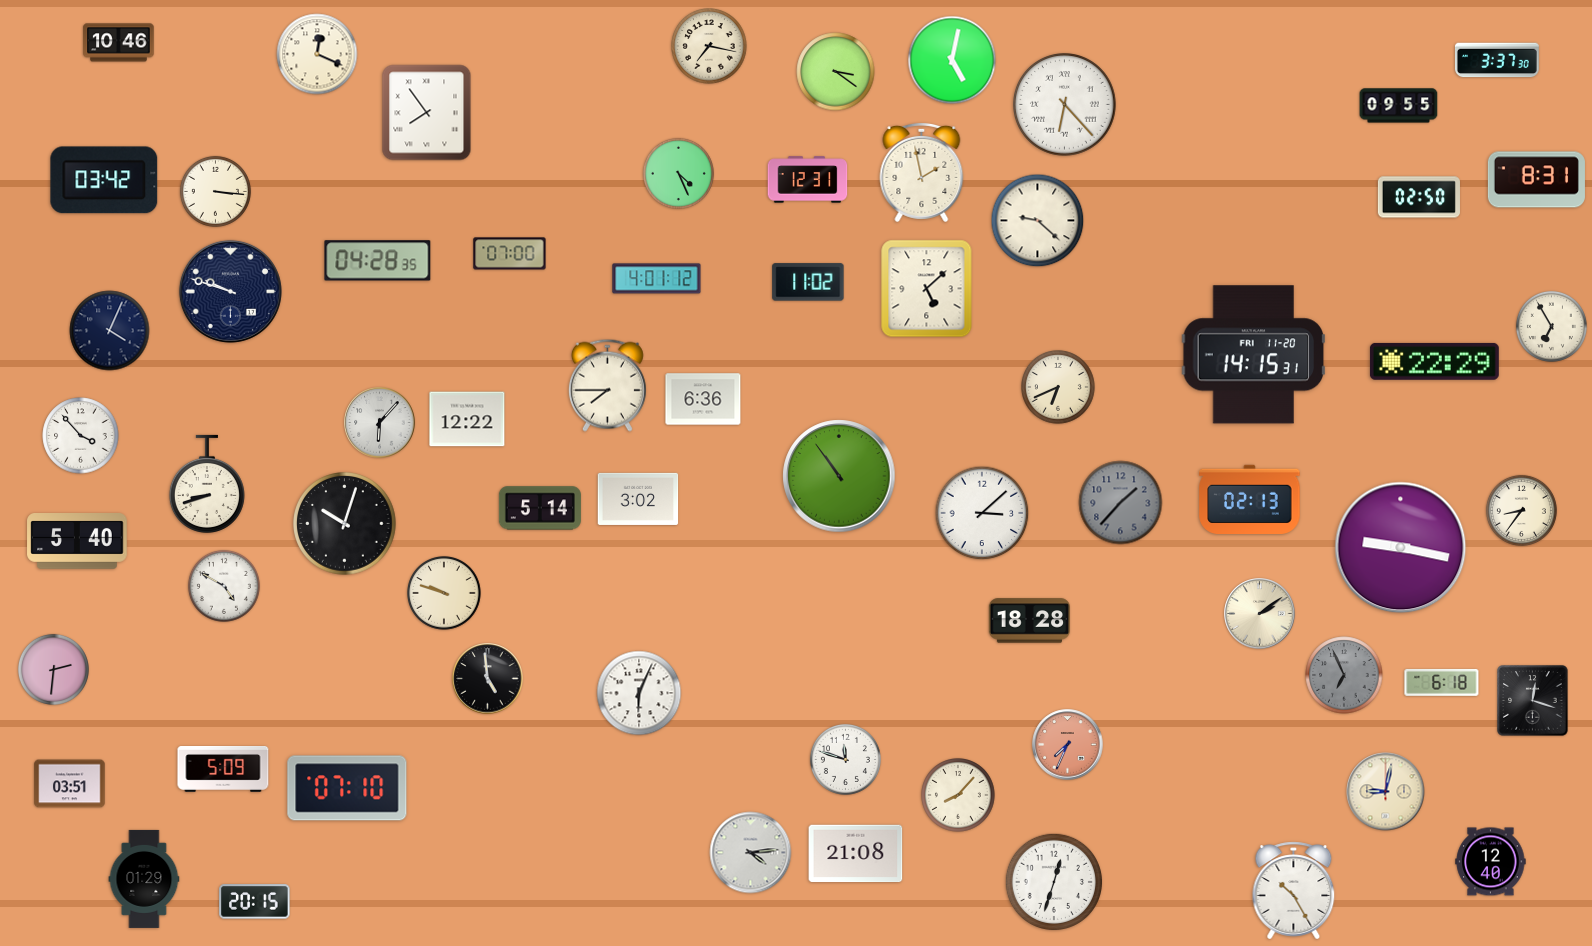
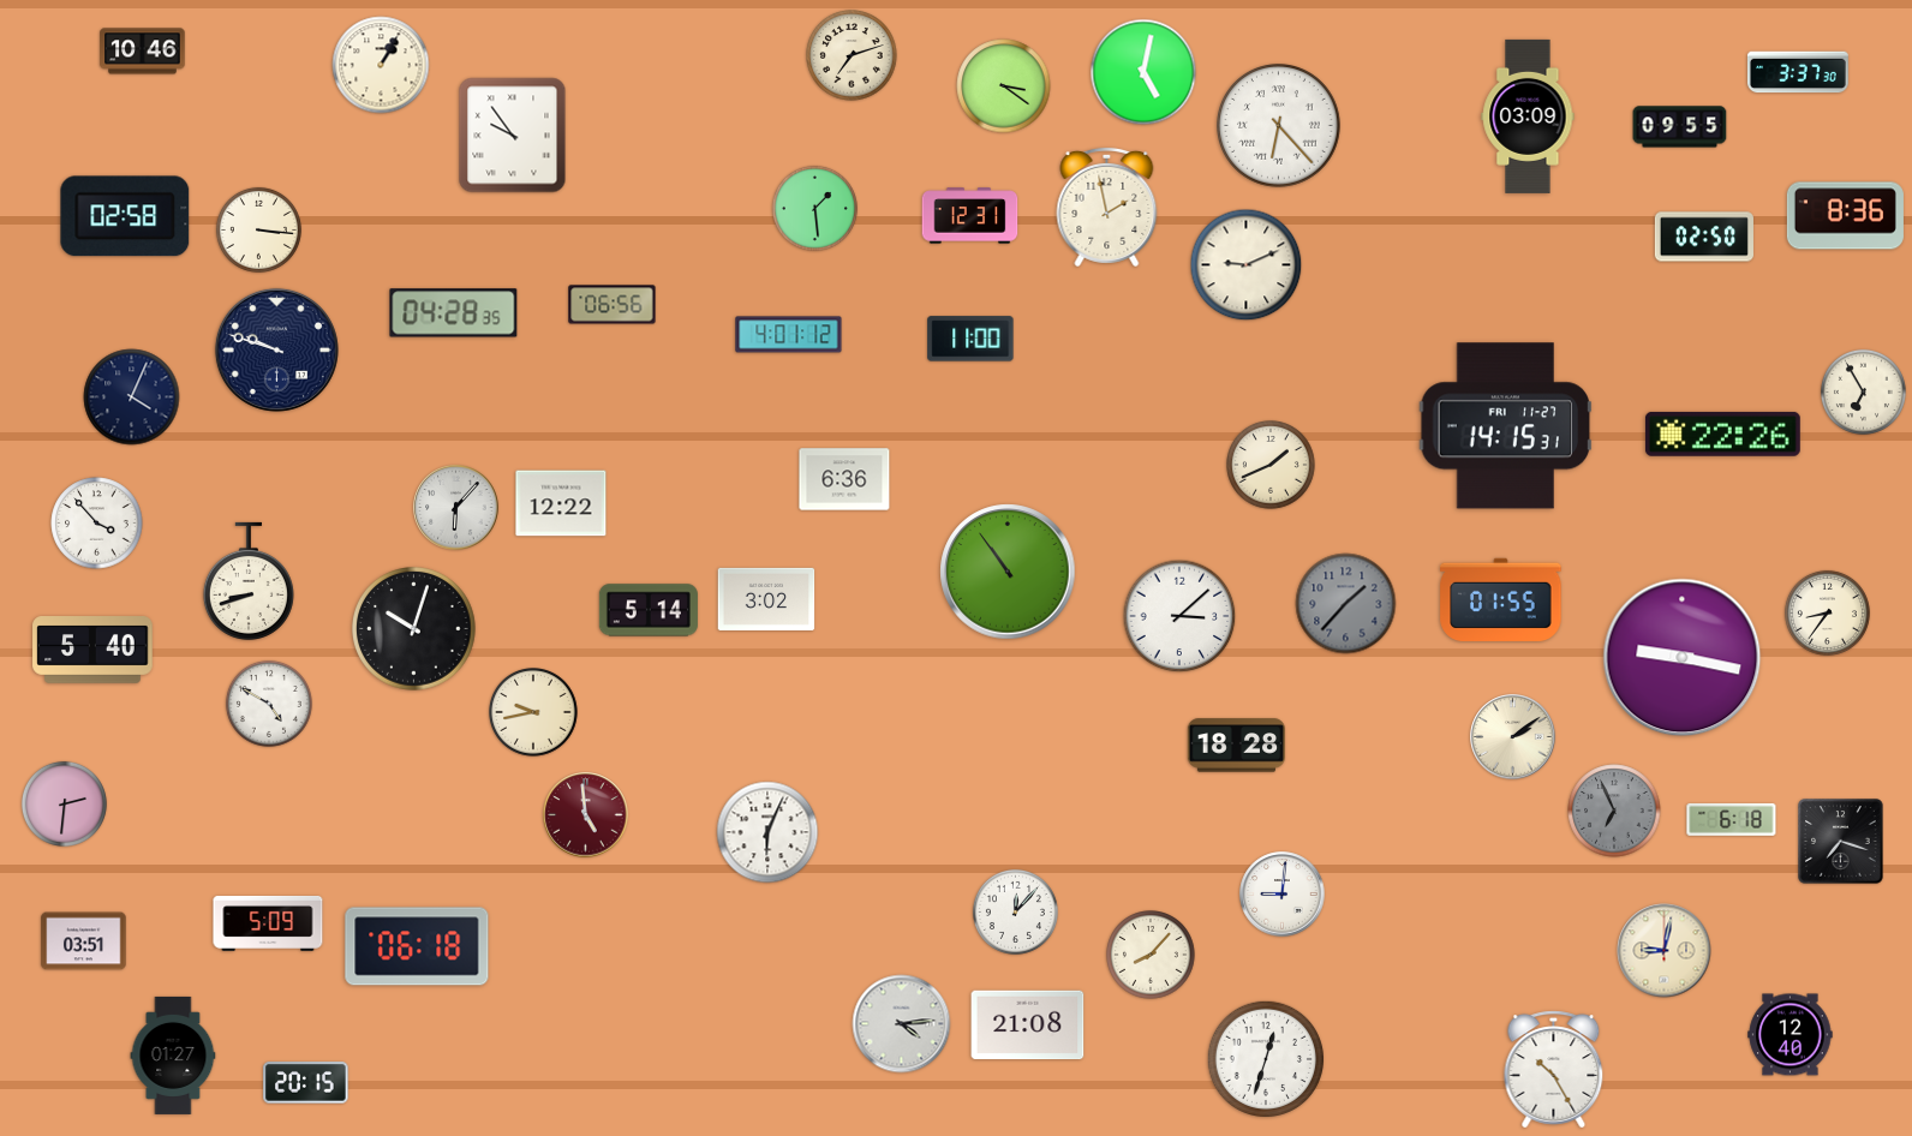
clock at (709, 46): 7:17 -> 7:12
clock at (317, 54): 12:19 -> 1:05
clock at (1528, 116): none -> 03:09
clock at (427, 113): 7:54 -> 9:54
clock at (678, 173): 4:26 -> 1:29
clock at (104, 180): 03:42 -> 02:58
clock at (1536, 180): 8:31 -> 8:36
clock at (1038, 221): 9:22 -> 9:11
clock at (510, 254): 07:00 -> 06:56
clock at (808, 282): 11:02 -> 11:00
clock at (927, 289): 5:08 -> none
clock at (1254, 355) date: FRI 11-20 -> FRI 11-27
clock at (1434, 361): 22:29 -> 22:26
clock at (607, 385): 7:45 -> none
clock at (1059, 388): 6:41 -> 1:41
clock at (1250, 499): 02:13 -> 01:55
clock at (445, 594): 9:48 -> 9:43
clock at (488, 679) dial: black -> burgundy
clock at (1533, 701): 12:18 -> 7:18
clock at (1068, 745): 7:34 -> 9:01
clock at (1068, 745) dial: salmon -> white
clock at (845, 759): 11:48 -> 12:07
clock at (347, 788): 07:10 -> 06:18
clock at (144, 879): 01:29 -> 01:27
